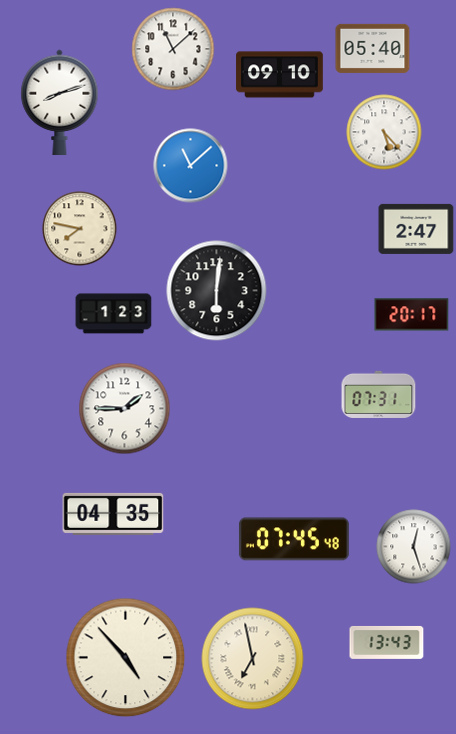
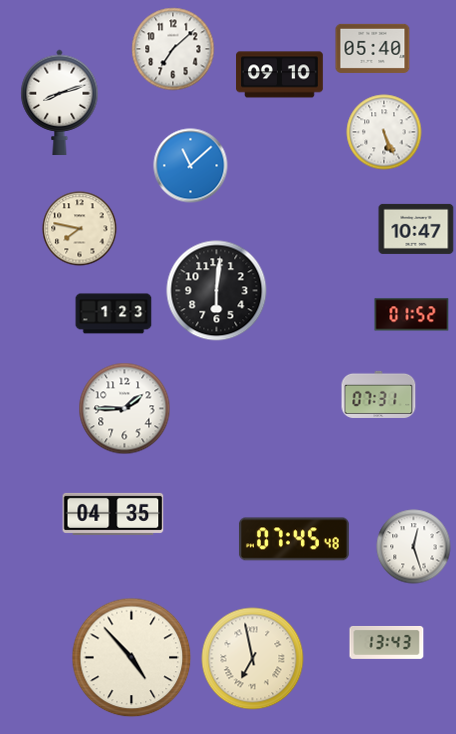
clock at (173, 49): 11:08 -> 7:08
clock at (384, 132): 5:23 -> 5:26
clock at (416, 229): 2:47 -> 10:47
clock at (412, 315): 20:17 -> 01:52
clock at (126, 658) position: (126, 658) -> (132, 658)
